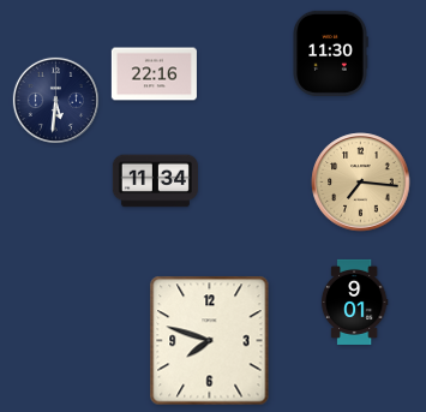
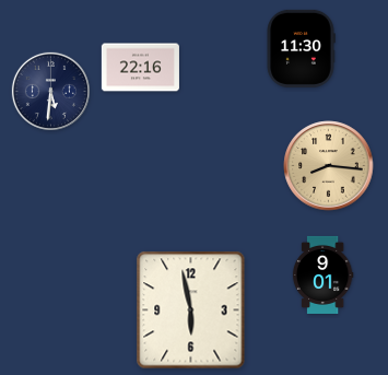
clock at (155, 181): 11:34 -> none
clock at (361, 183): 7:16 -> 8:16
clock at (210, 341): 7:48 -> 5:58
